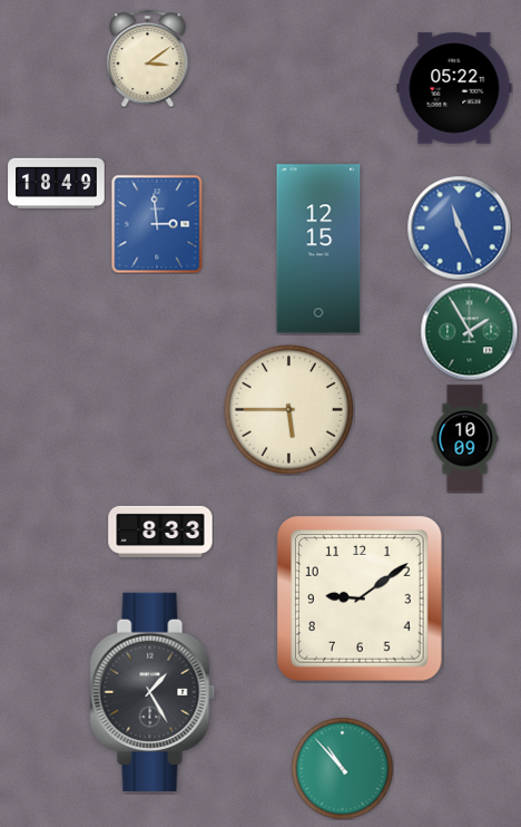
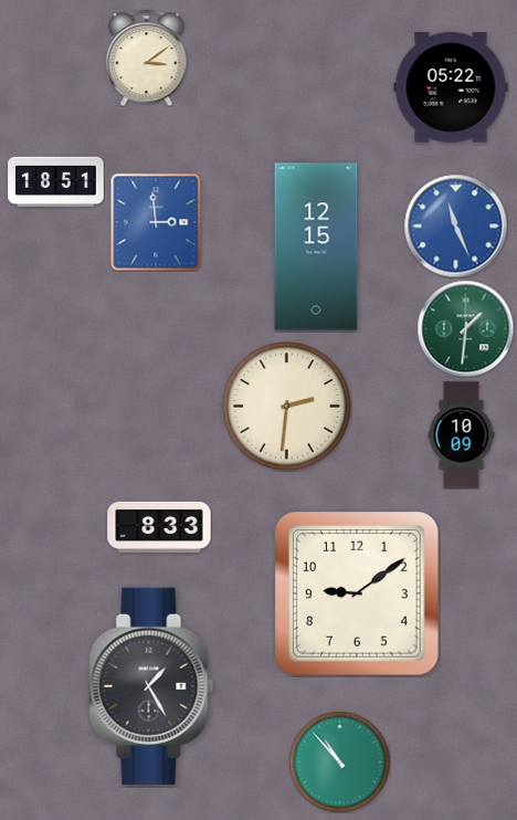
clock at (57, 183): 18:49 -> 18:51
clock at (469, 331): 1:55 -> 1:31
clock at (288, 409): 5:45 -> 2:31
